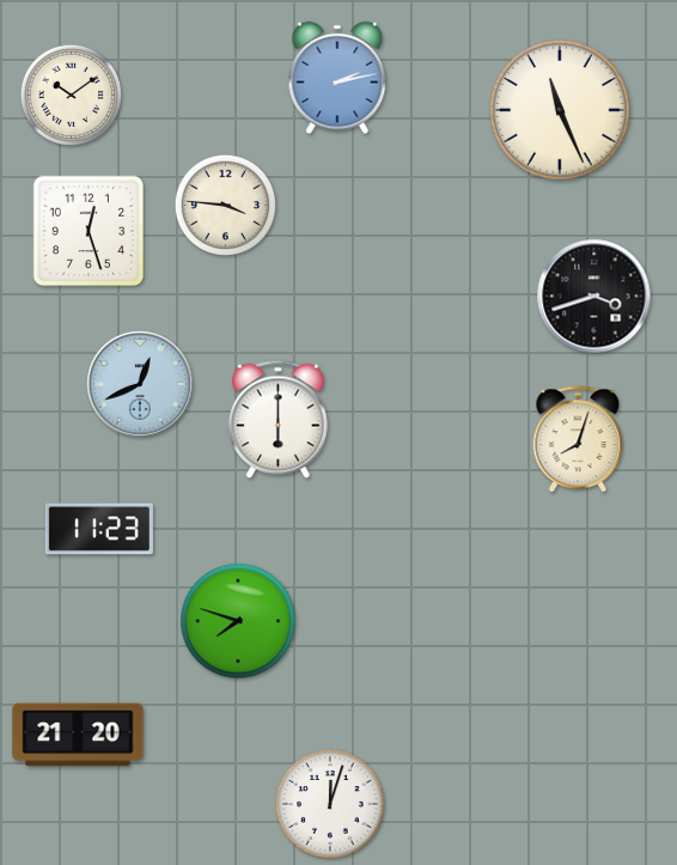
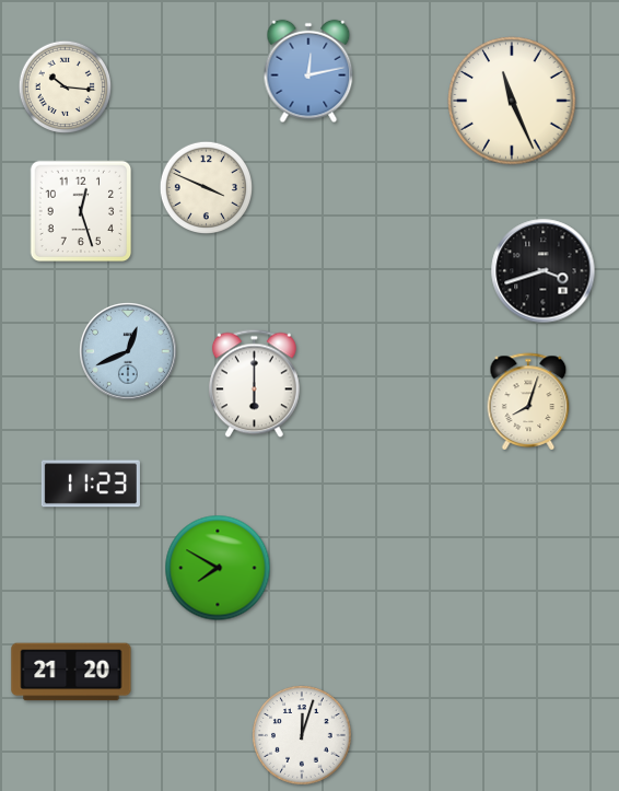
clock at (337, 78): 2:13 -> 12:13
clock at (71, 95): 10:09 -> 10:16
clock at (225, 205): 3:46 -> 3:49
clock at (238, 621): 7:48 -> 7:50
